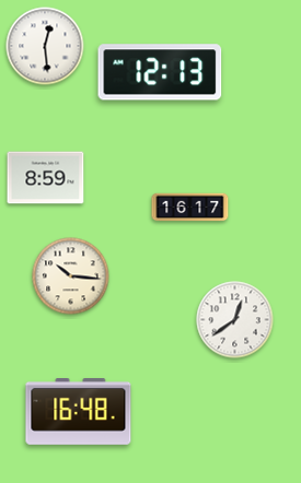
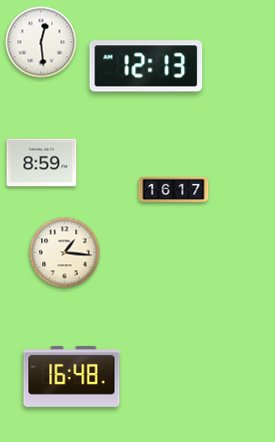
clock at (71, 276): 10:16 -> 1:16
clock at (235, 320): 12:39 -> none
